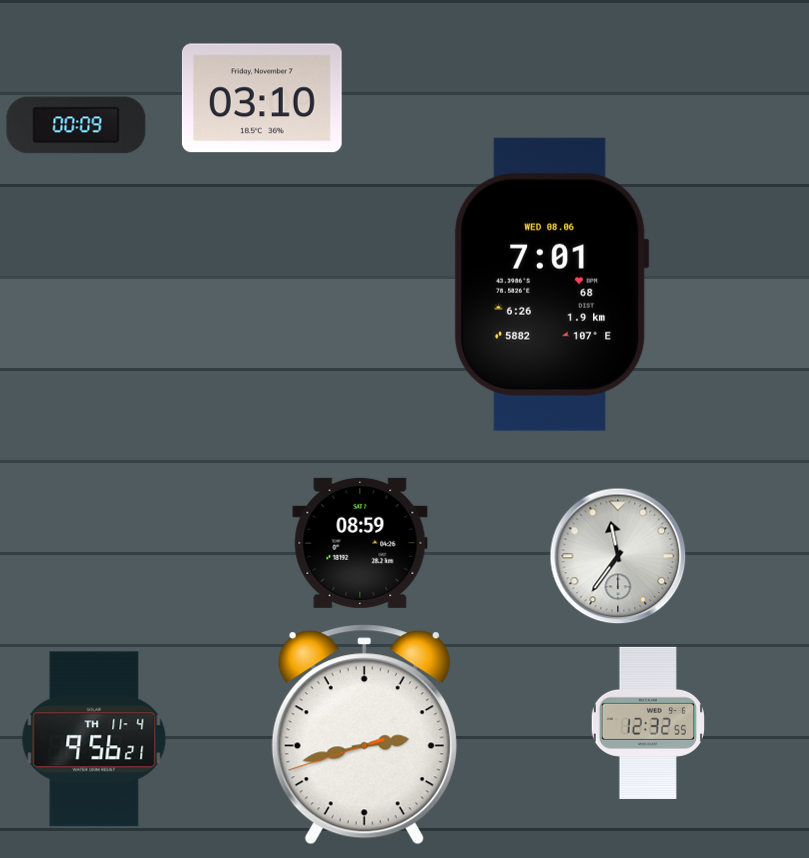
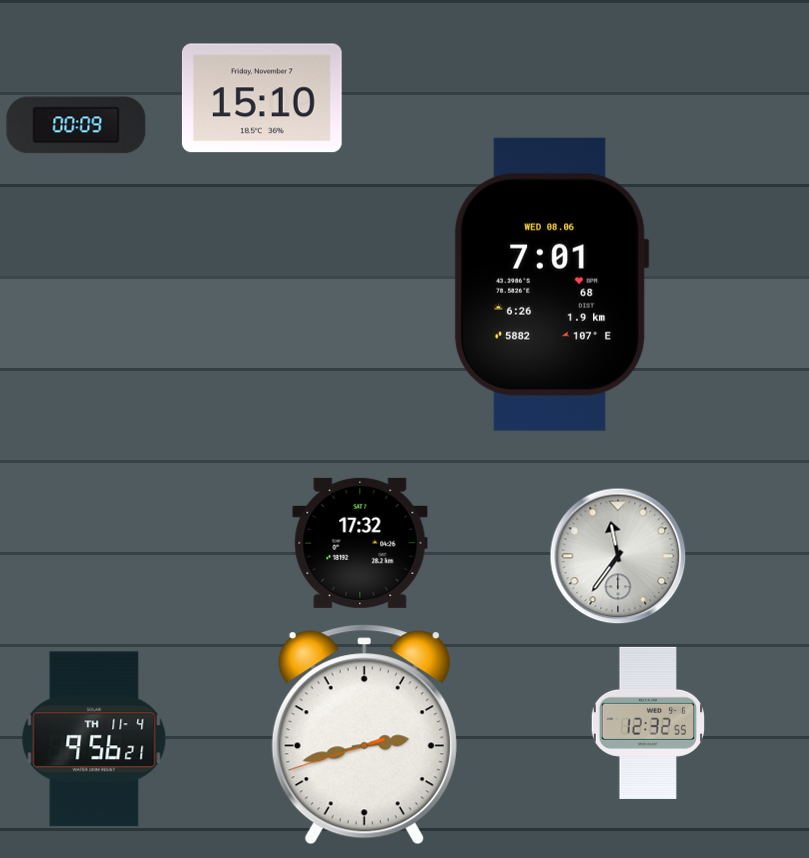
clock at (262, 98): 03:10 -> 15:10
clock at (360, 543): 08:59 -> 17:32
